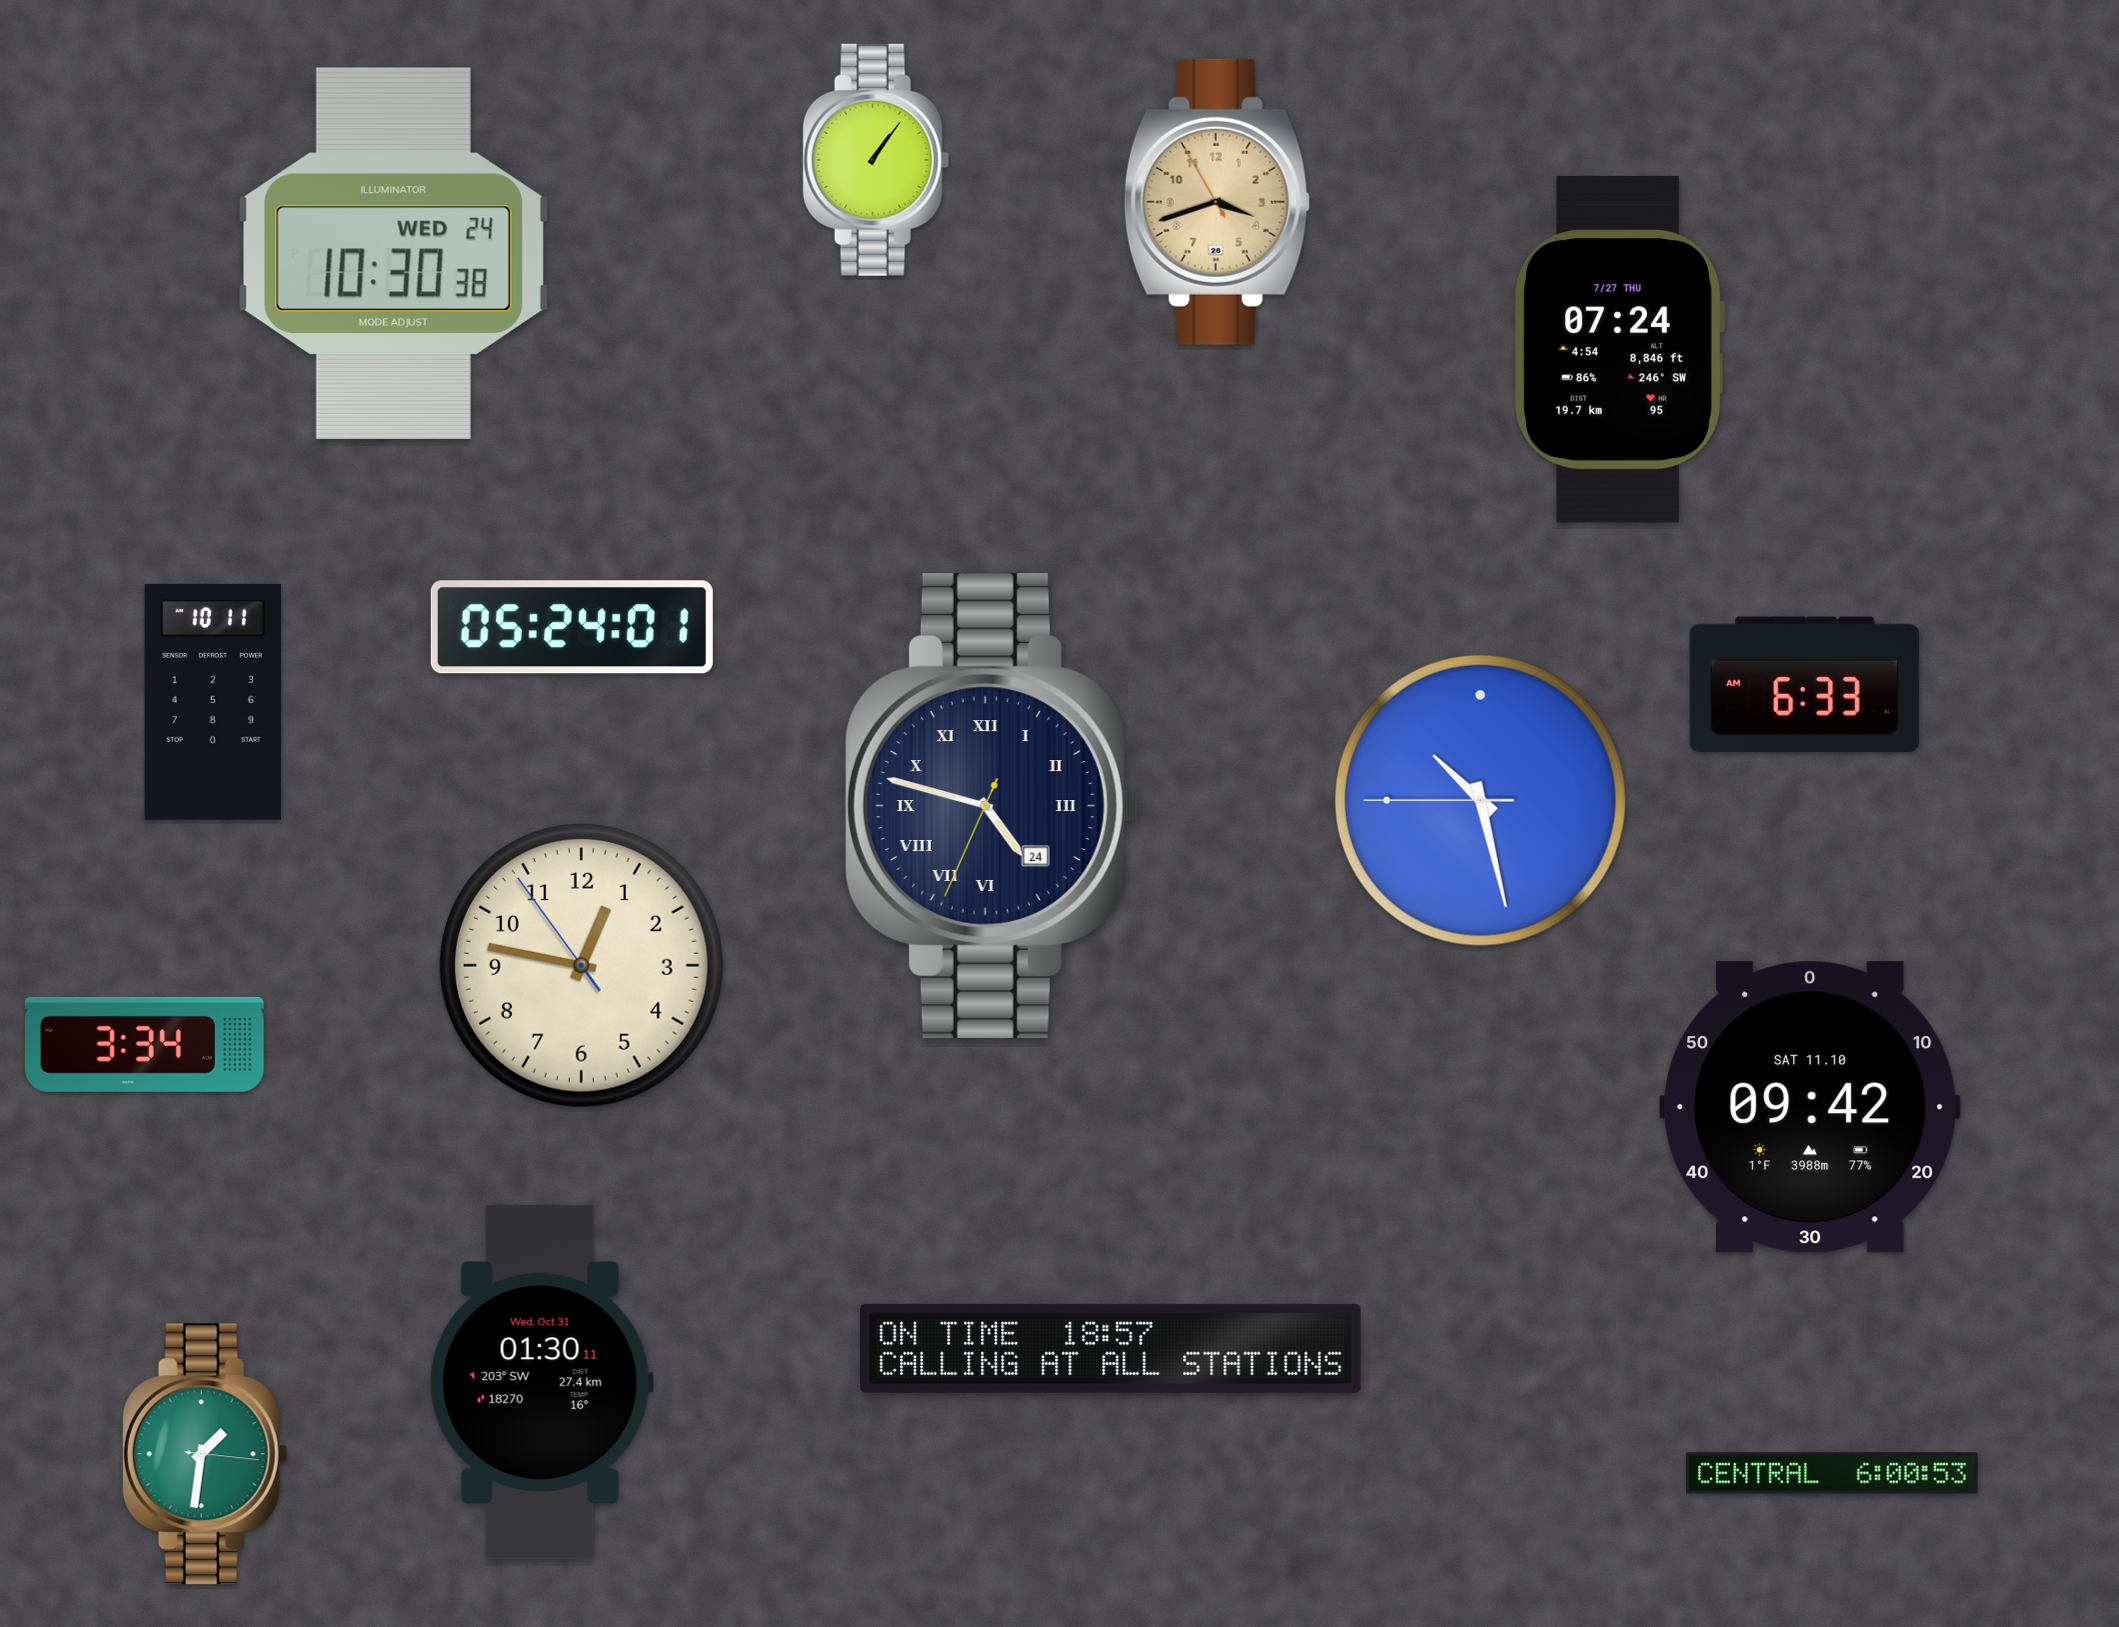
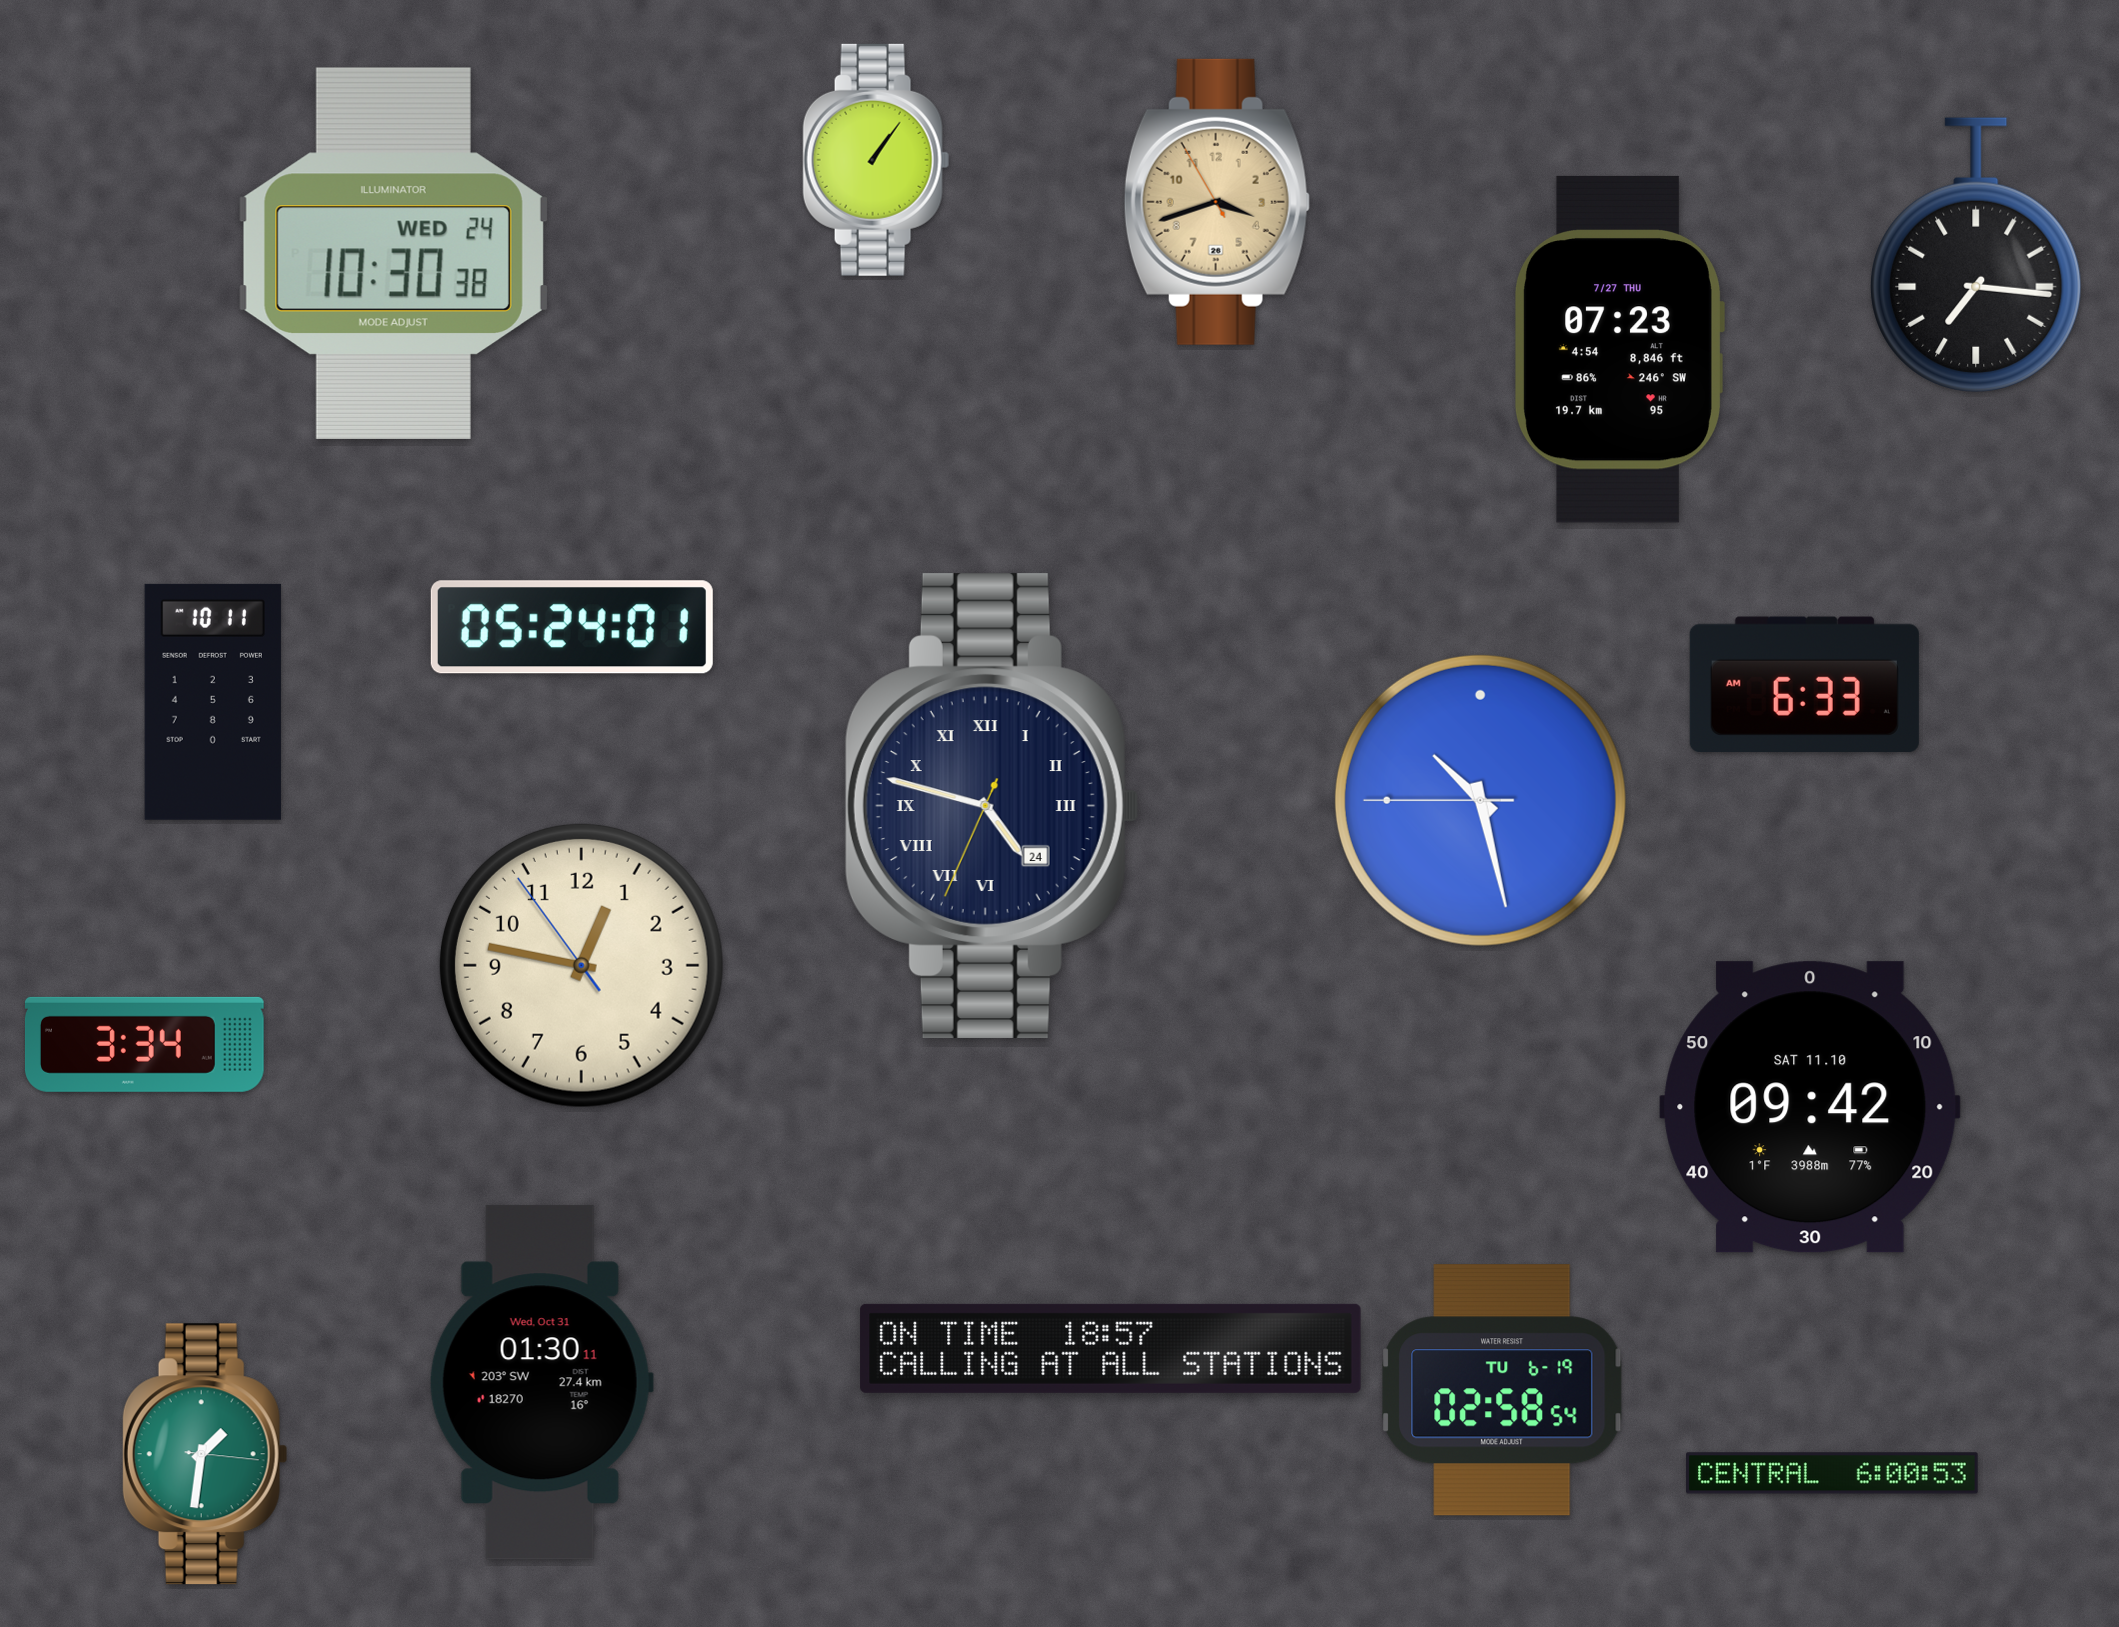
clock at (1976, 255): none -> 7:16
clock at (1620, 349): 07:24 -> 07:23
clock at (1502, 1390): none -> 02:58
